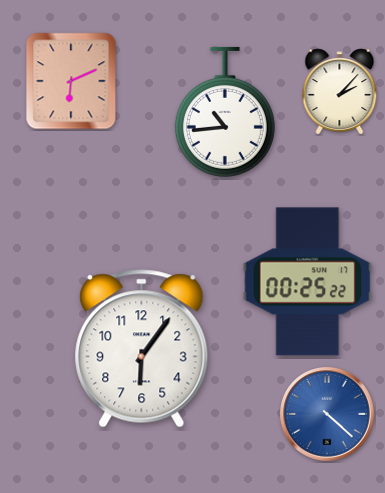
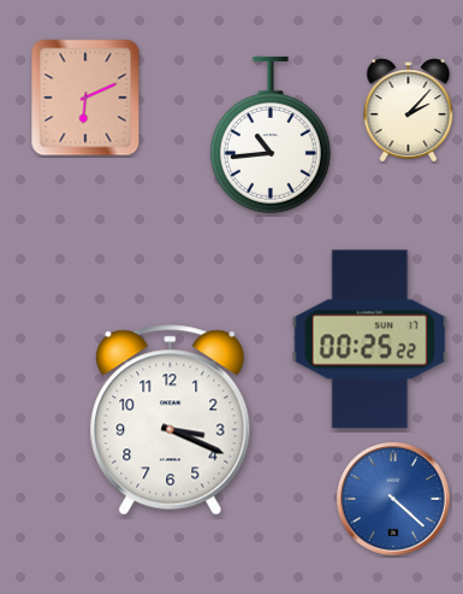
clock at (142, 349): 6:06 -> 3:19
